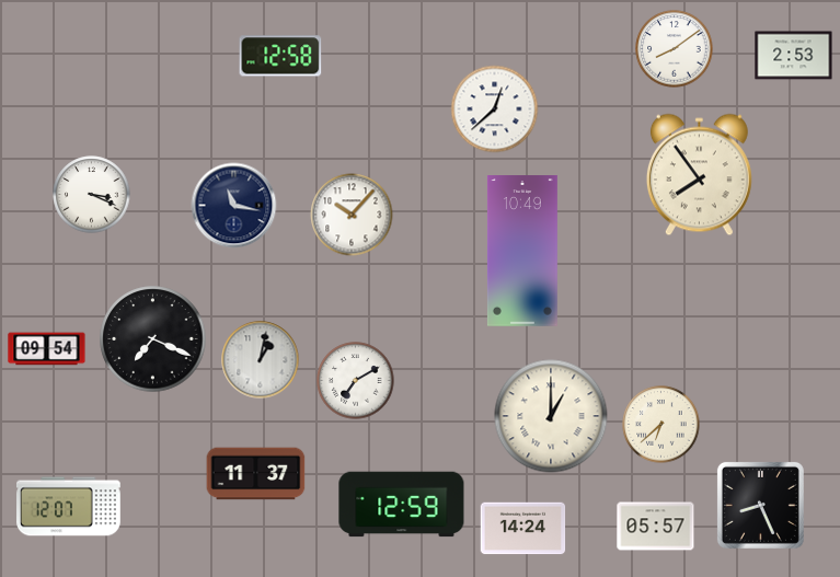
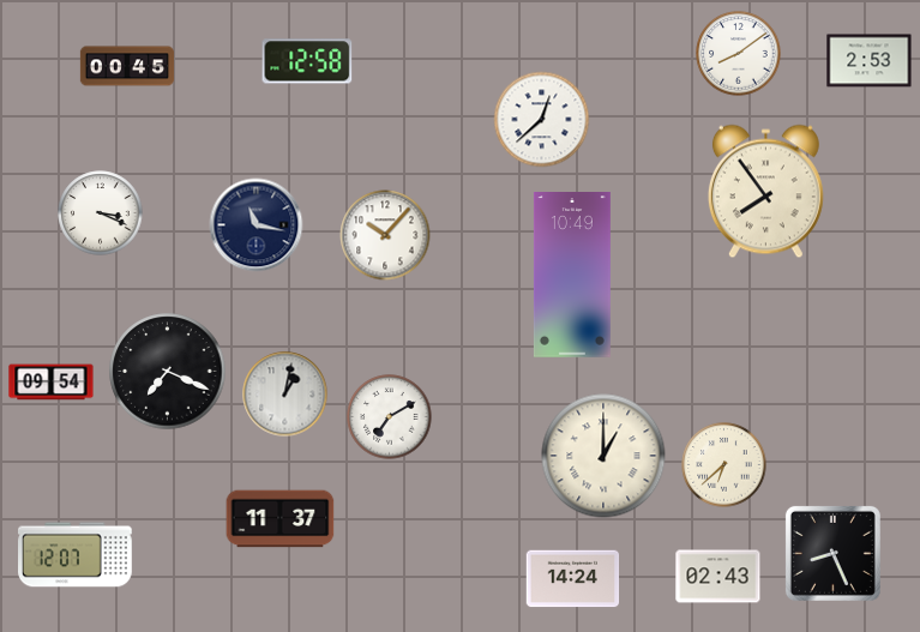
clock at (127, 66): none -> 00:45
clock at (402, 505): 12:59 -> none
clock at (656, 527): 05:57 -> 02:43
